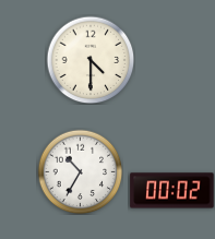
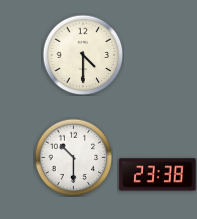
clock at (80, 171): 10:35 -> 10:30
clock at (172, 191): 00:02 -> 23:38
